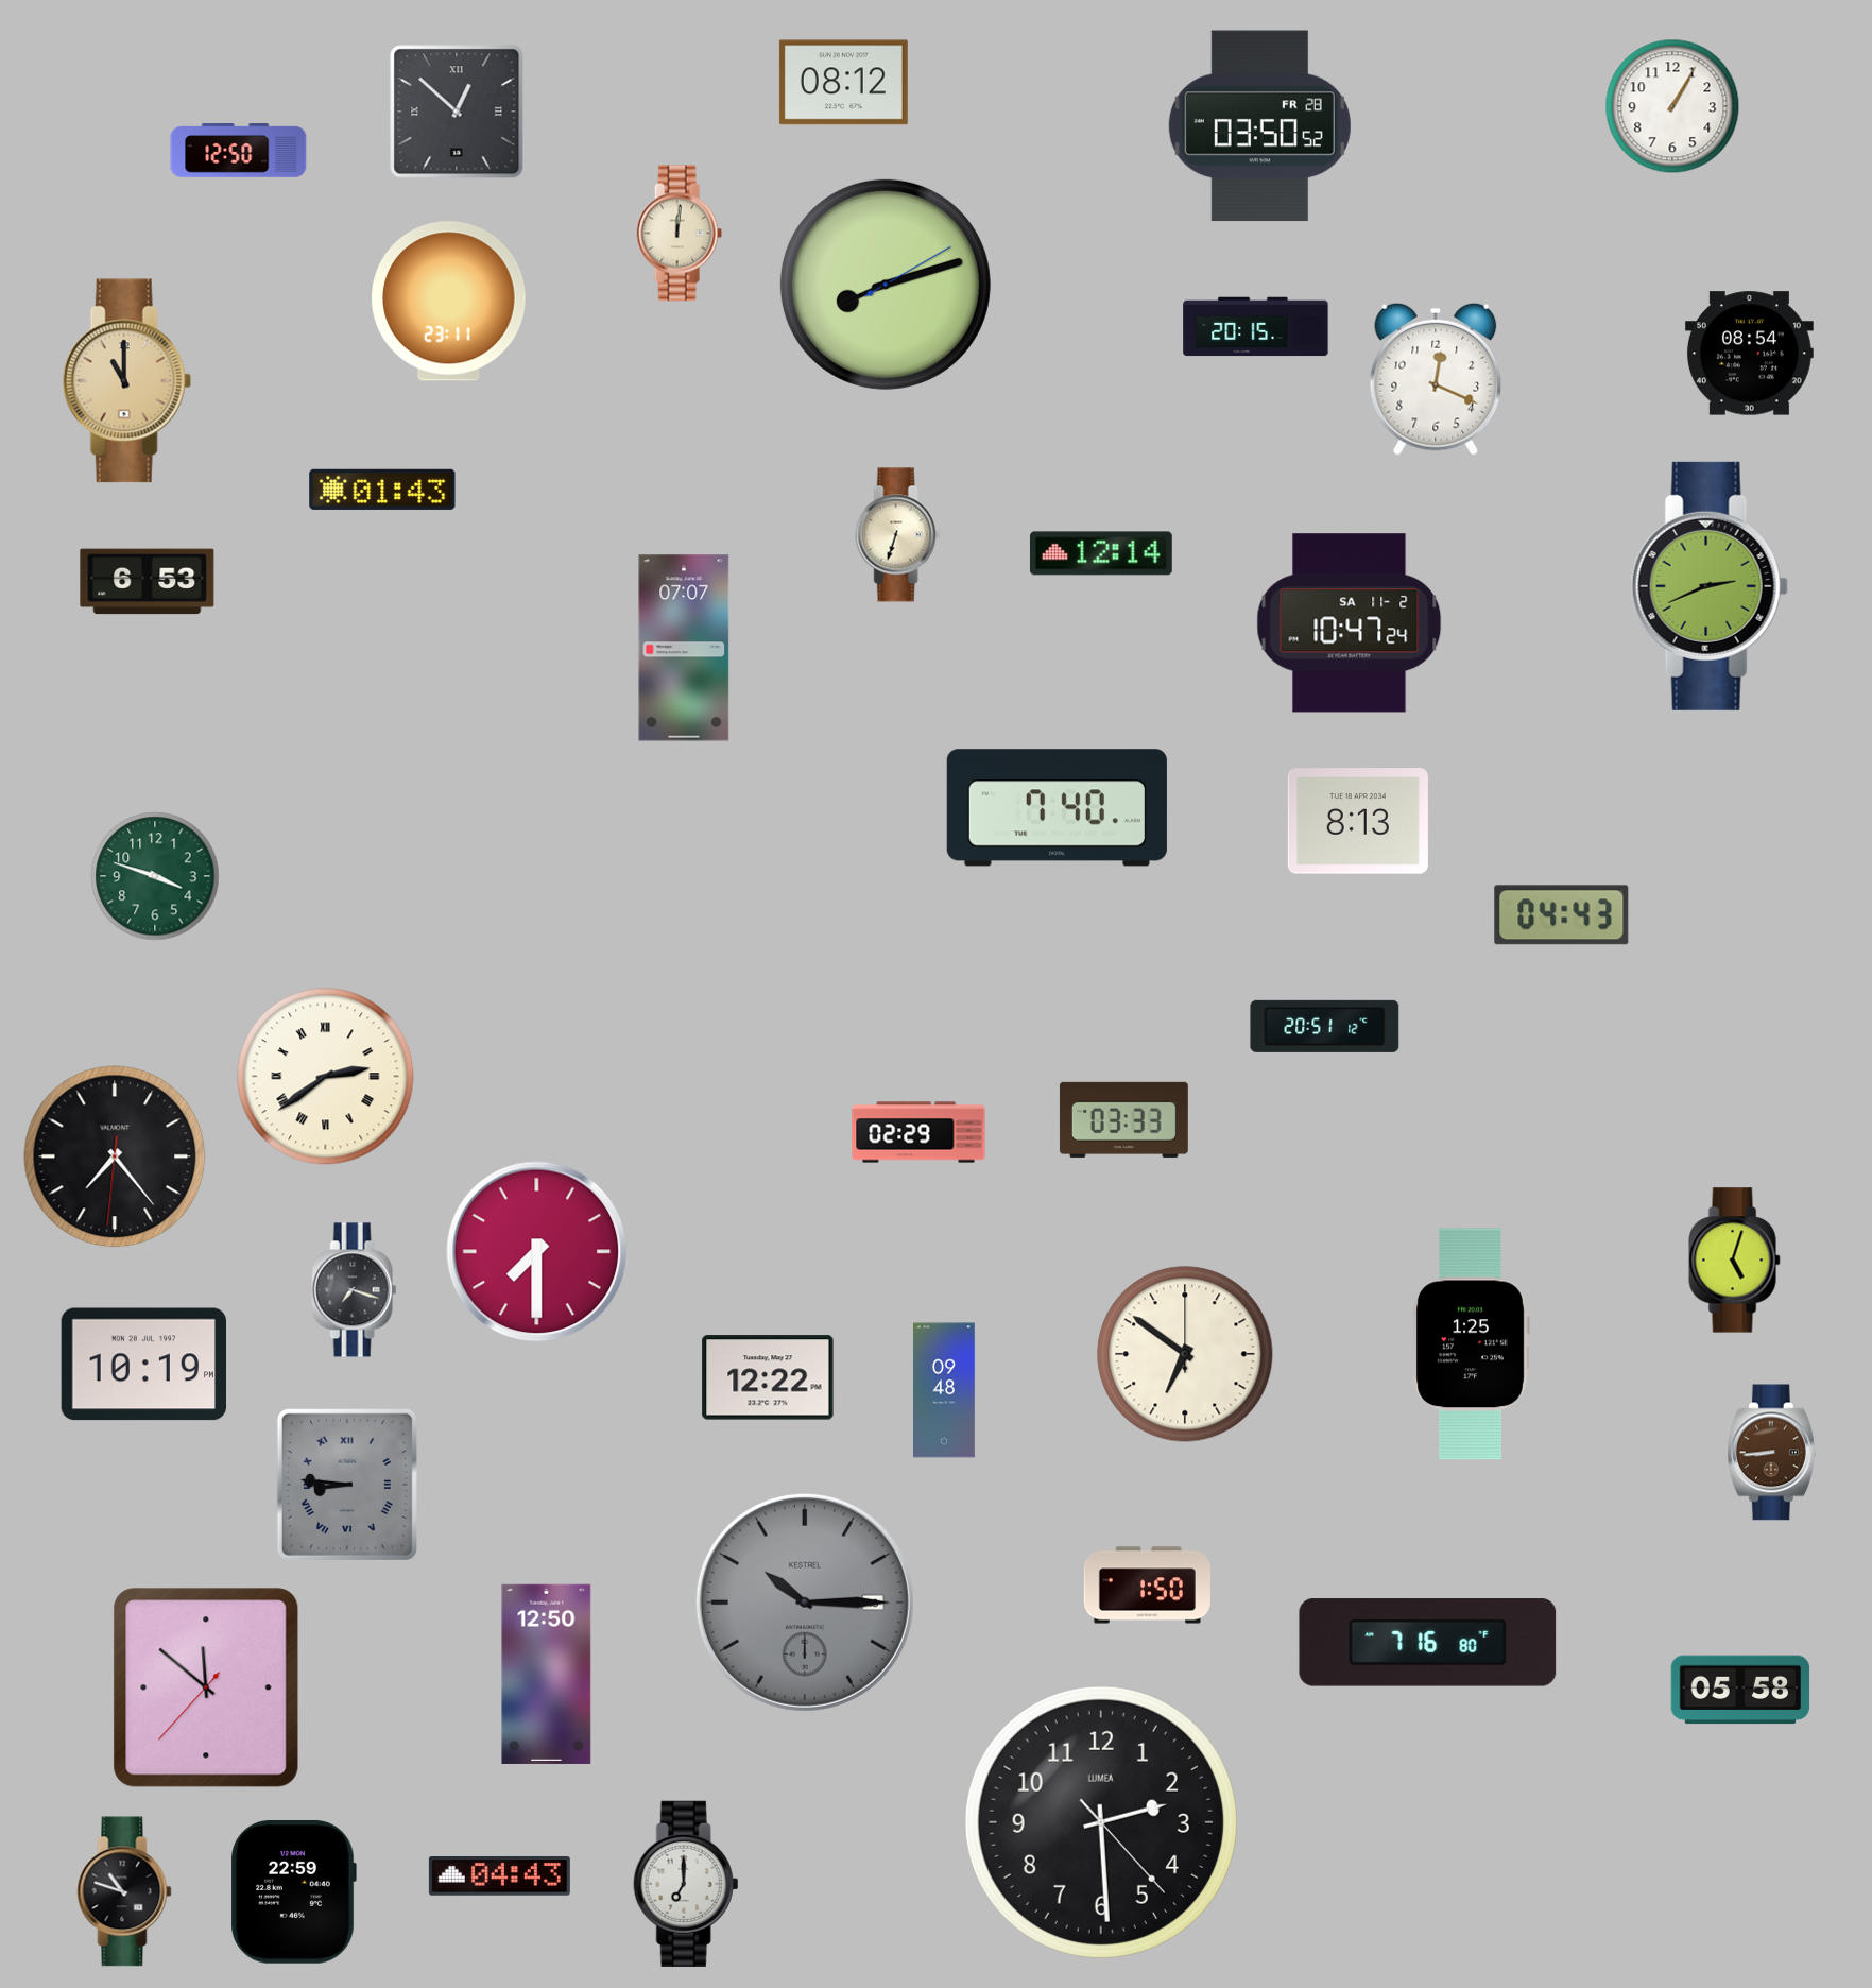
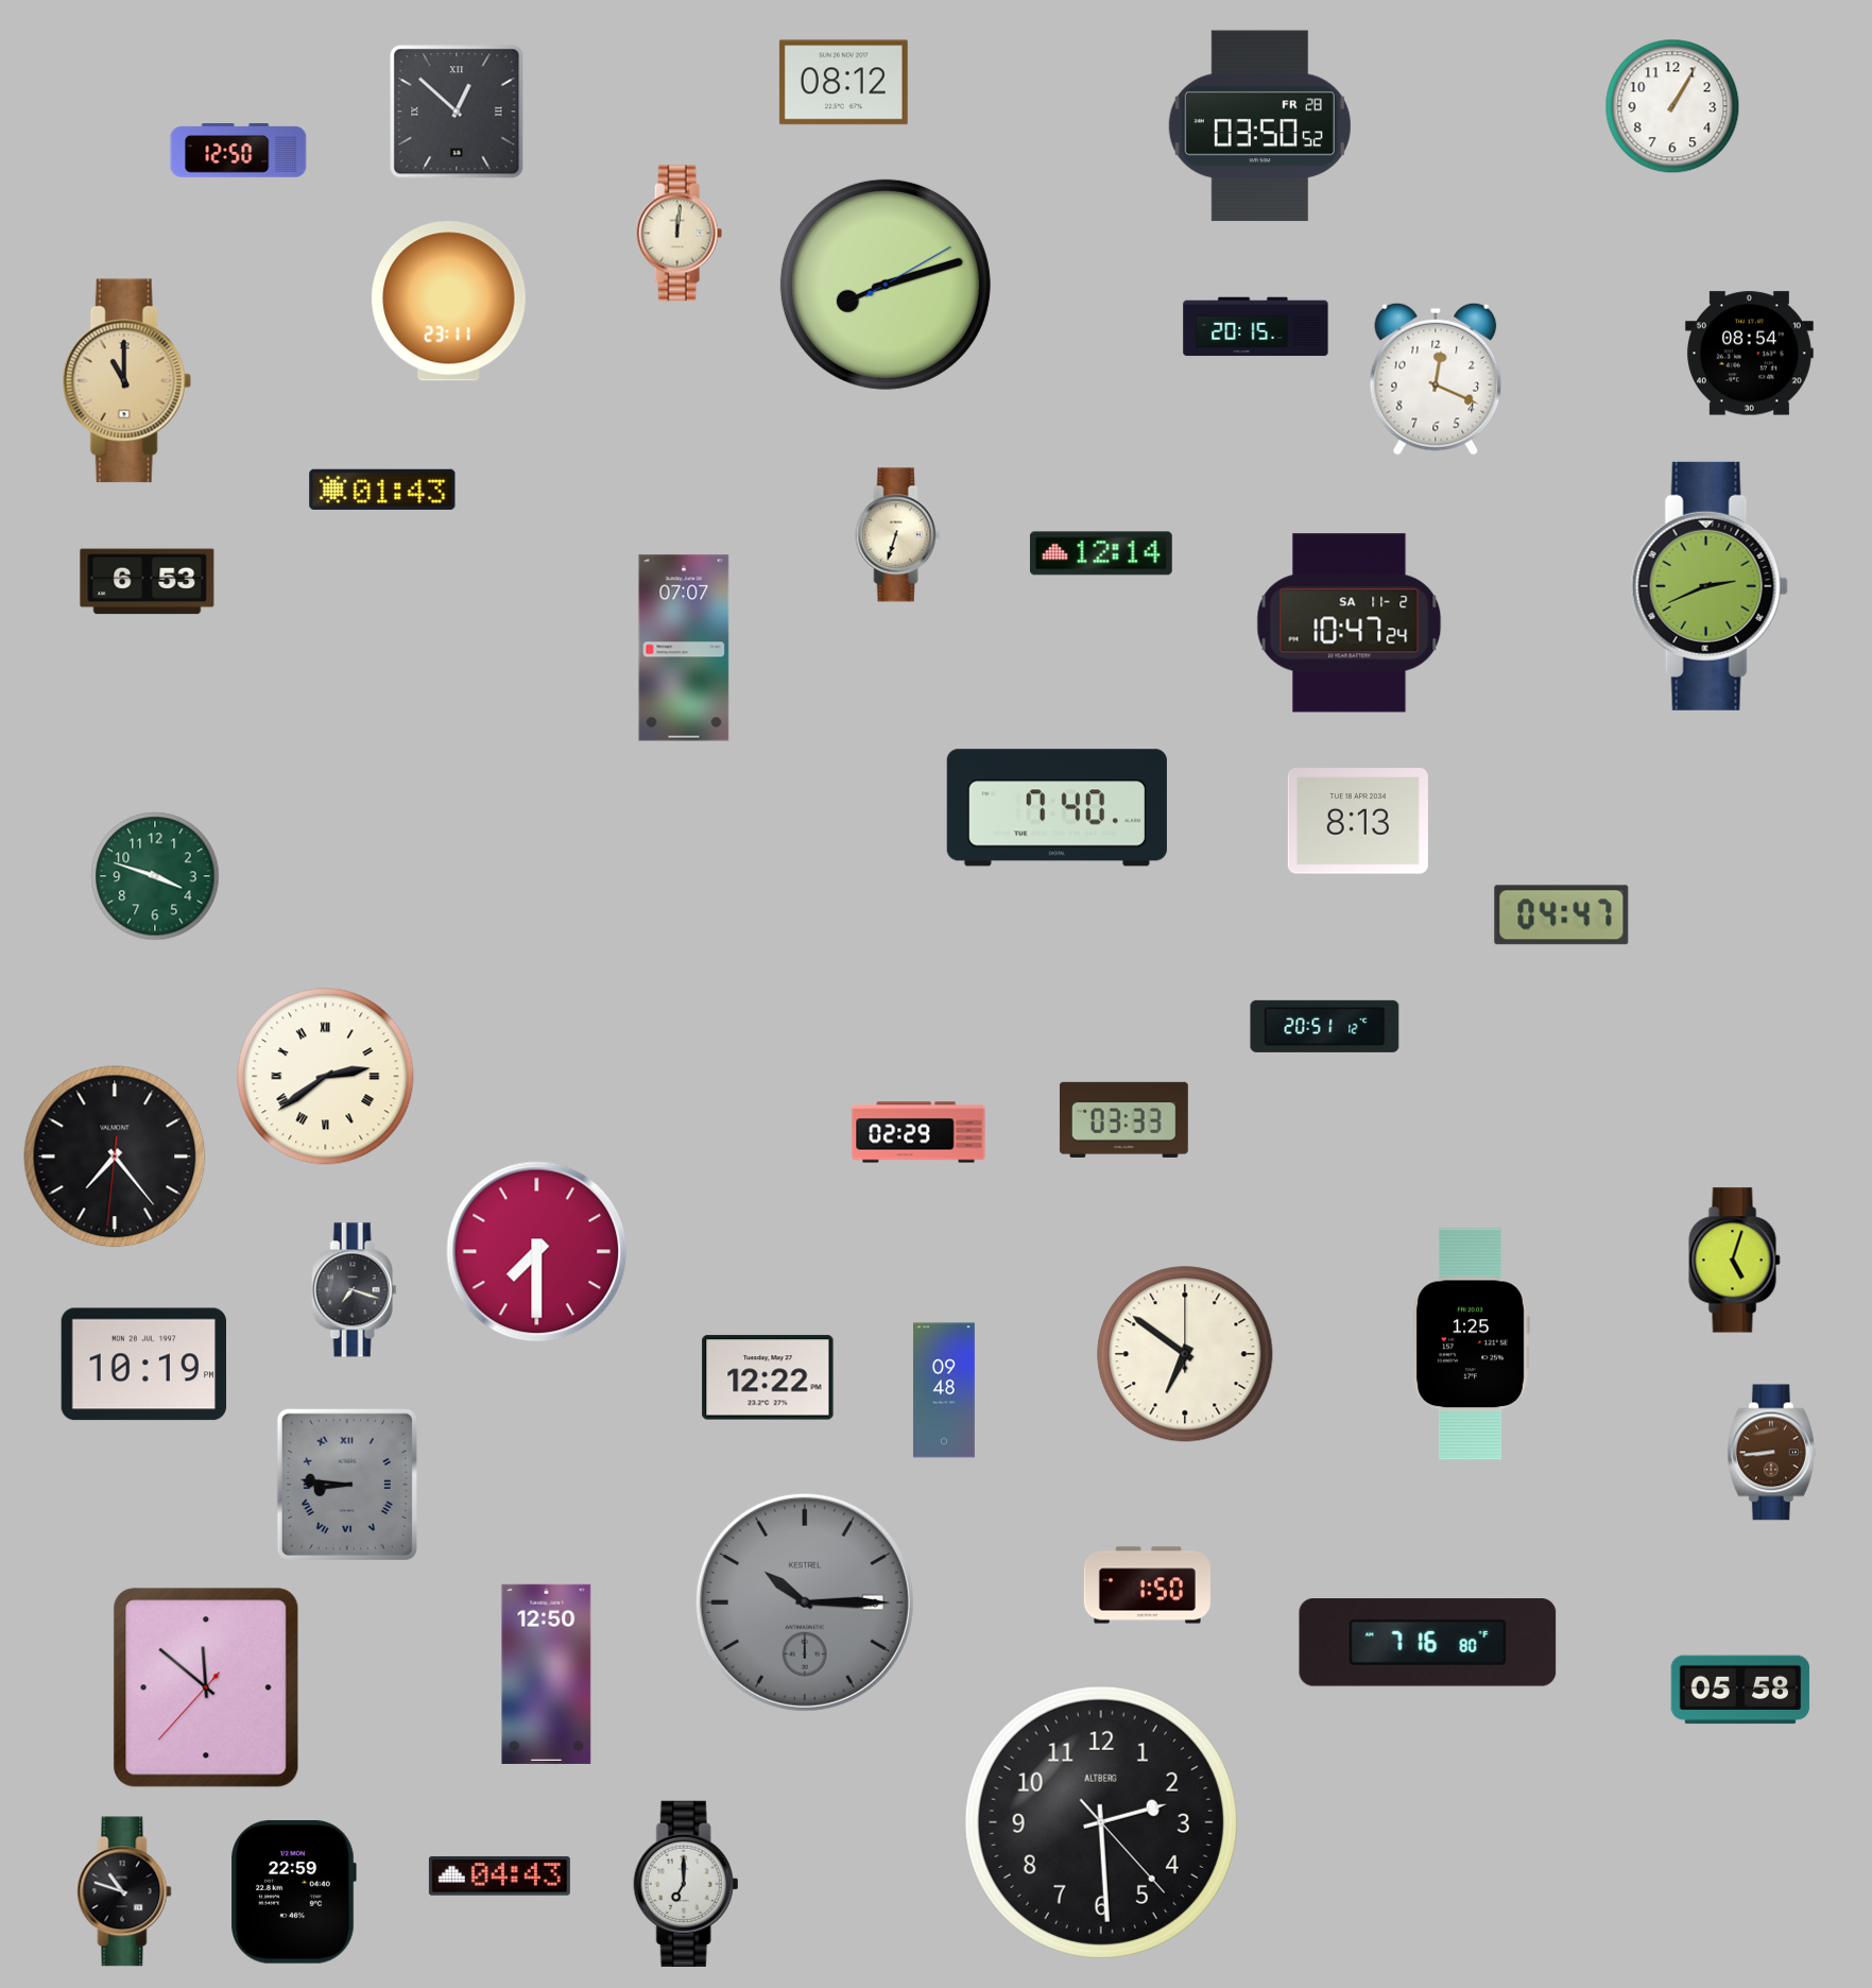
clock at (1562, 915): 04:43 -> 04:47
clock at (1101, 1822) brand: LUMEA -> ALTBERG
